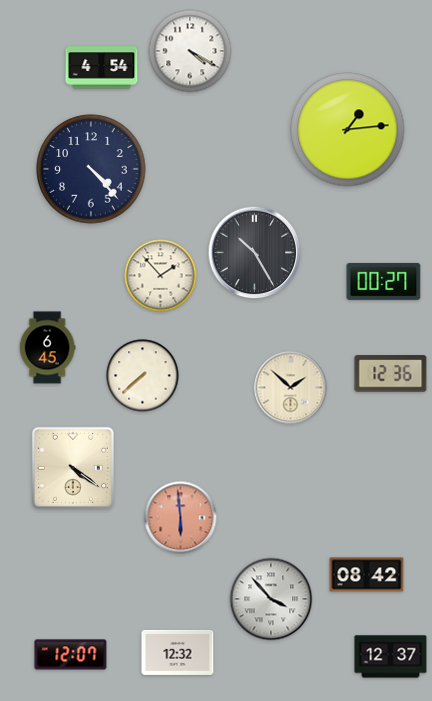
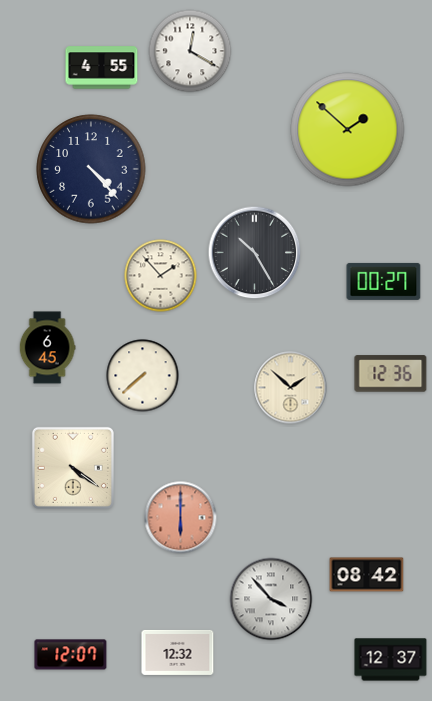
clock at (190, 51): 4:20 -> 12:20
clock at (102, 68): 4:54 -> 4:55
clock at (348, 130): 1:14 -> 1:52
clock at (181, 518): 5:59 -> 6:00
clock at (391, 657) position: (391, 657) -> (391, 660)
